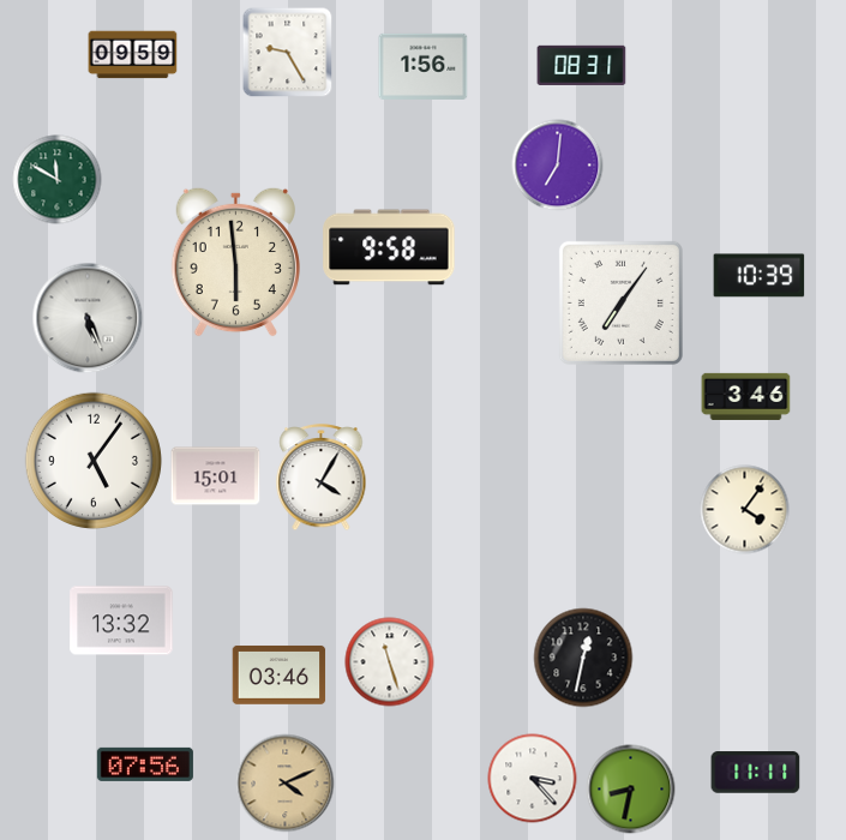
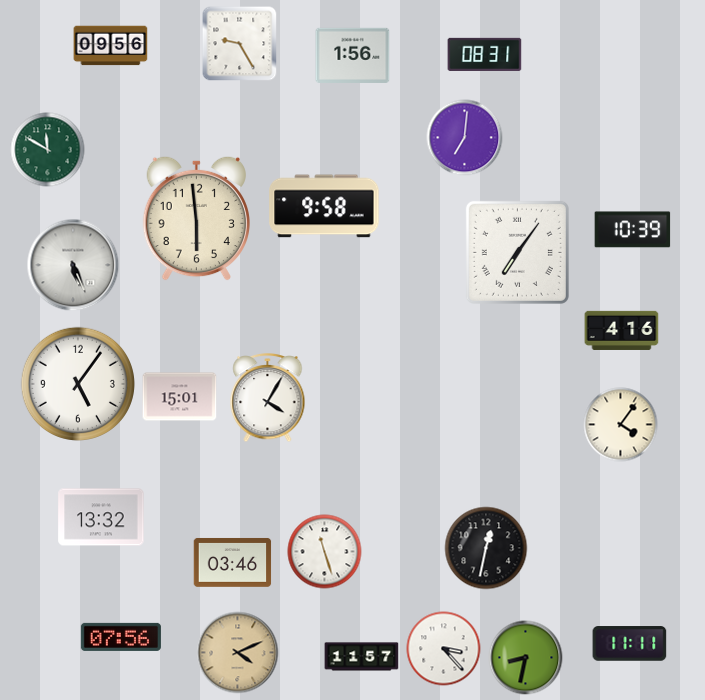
clock at (133, 55): 09:59 -> 09:56
clock at (746, 396): 3:46 -> 4:16
clock at (362, 657): none -> 11:57
